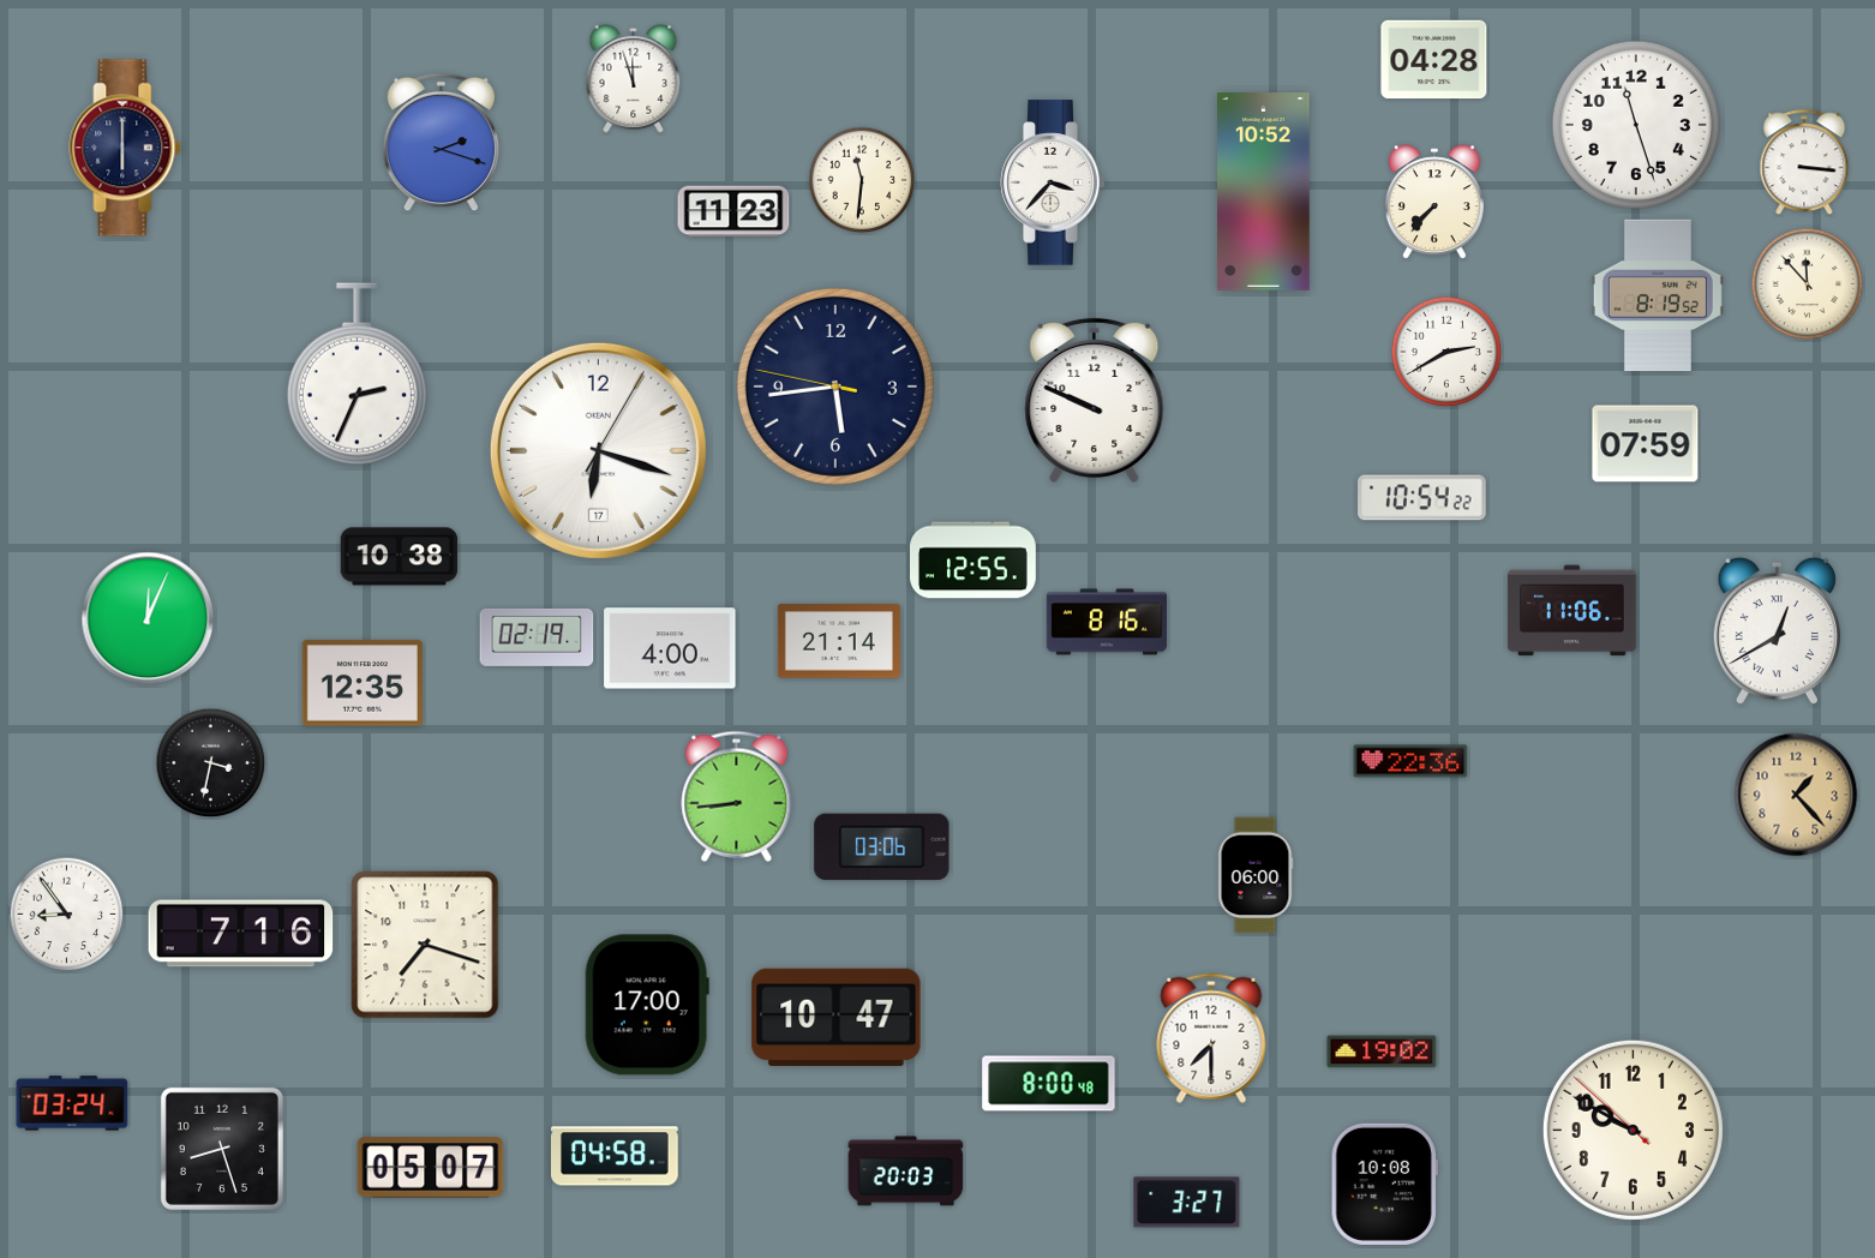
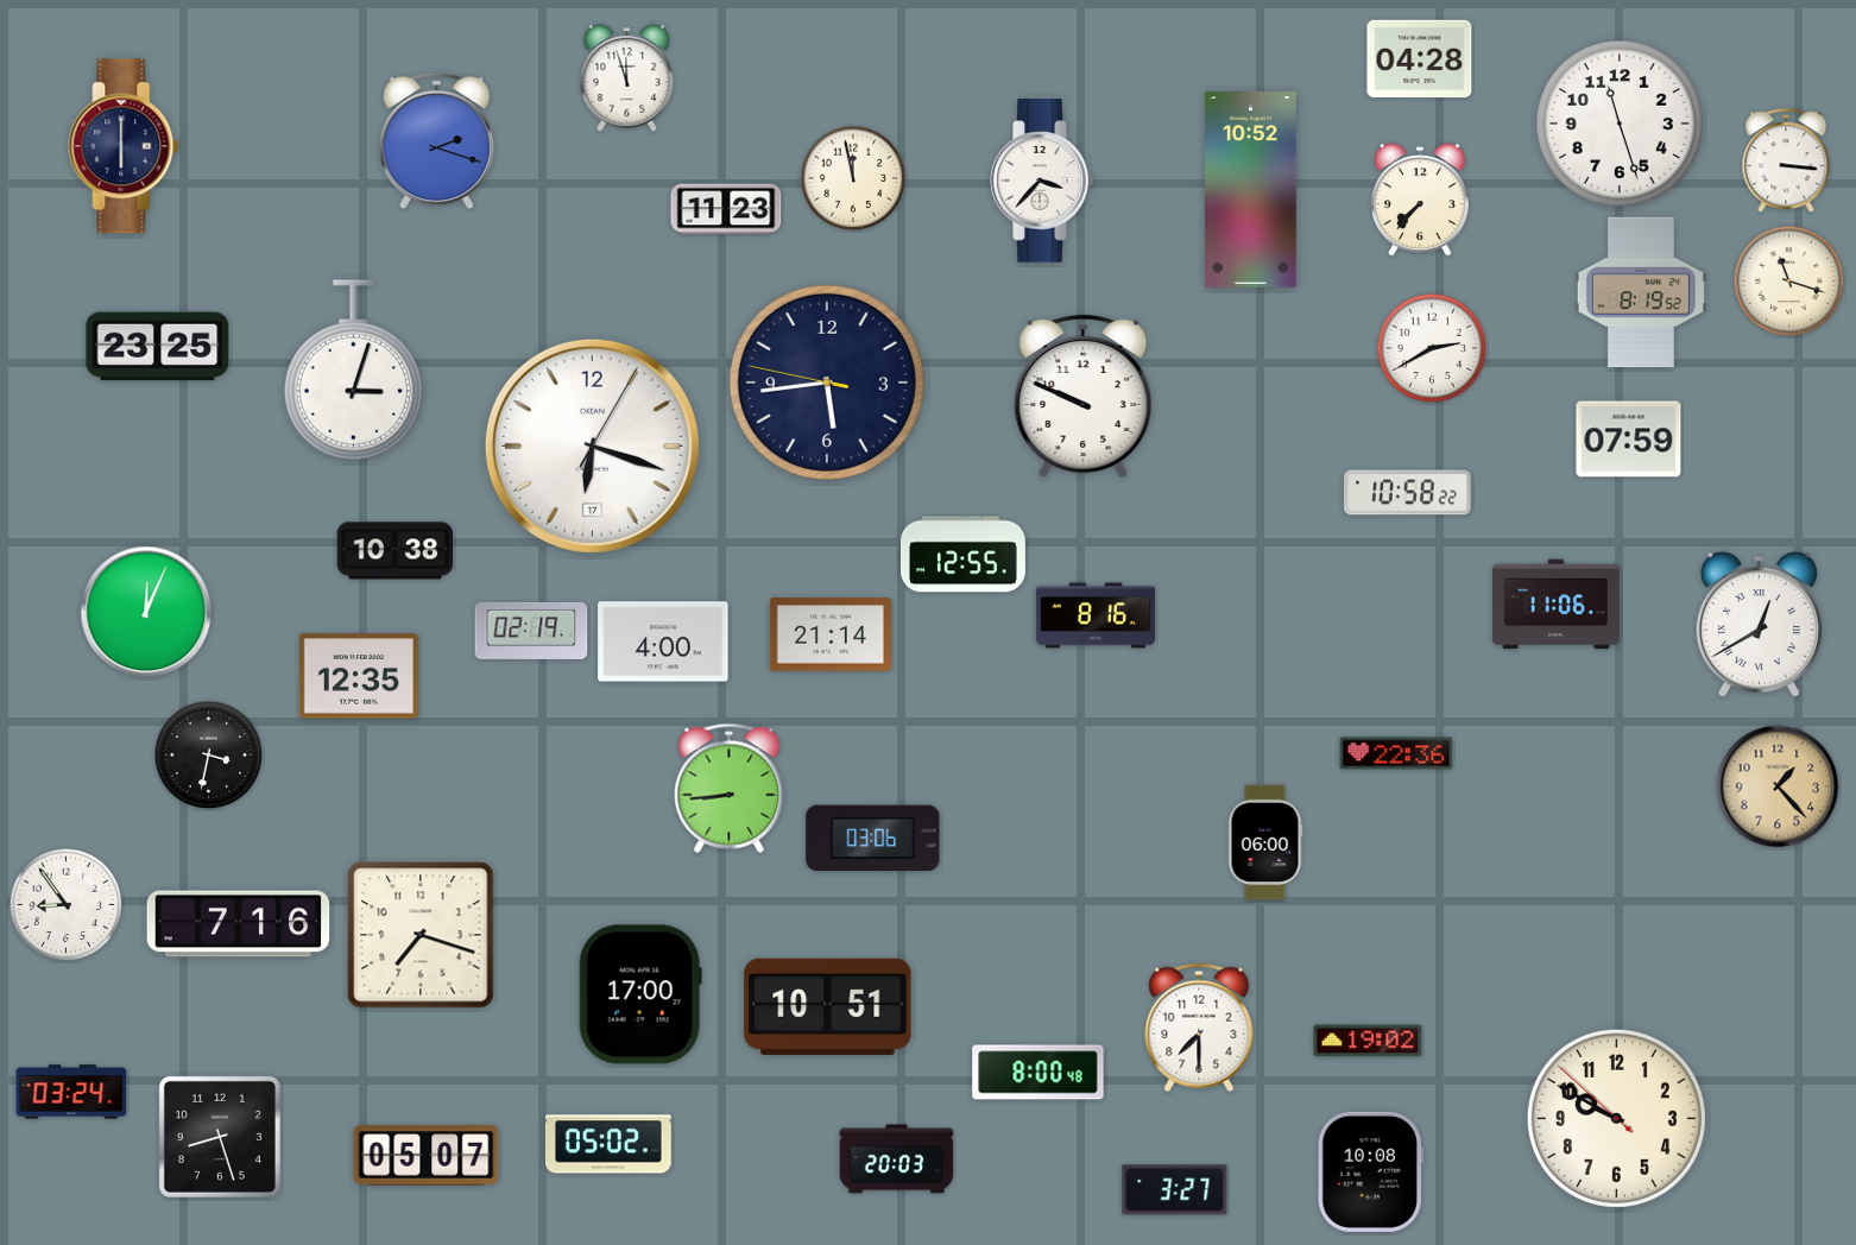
clock at (862, 180): 11:31 -> 11:58
clock at (1808, 284): 11:53 -> 11:18
clock at (158, 347): none -> 23:25
clock at (357, 375): 2:34 -> 3:03
clock at (1422, 498): 10:54 -> 10:58
clock at (1256, 875) position: (1256, 875) -> (1265, 842)
clock at (837, 1017): 10:47 -> 10:51
clock at (616, 1156): 04:58 -> 05:02
